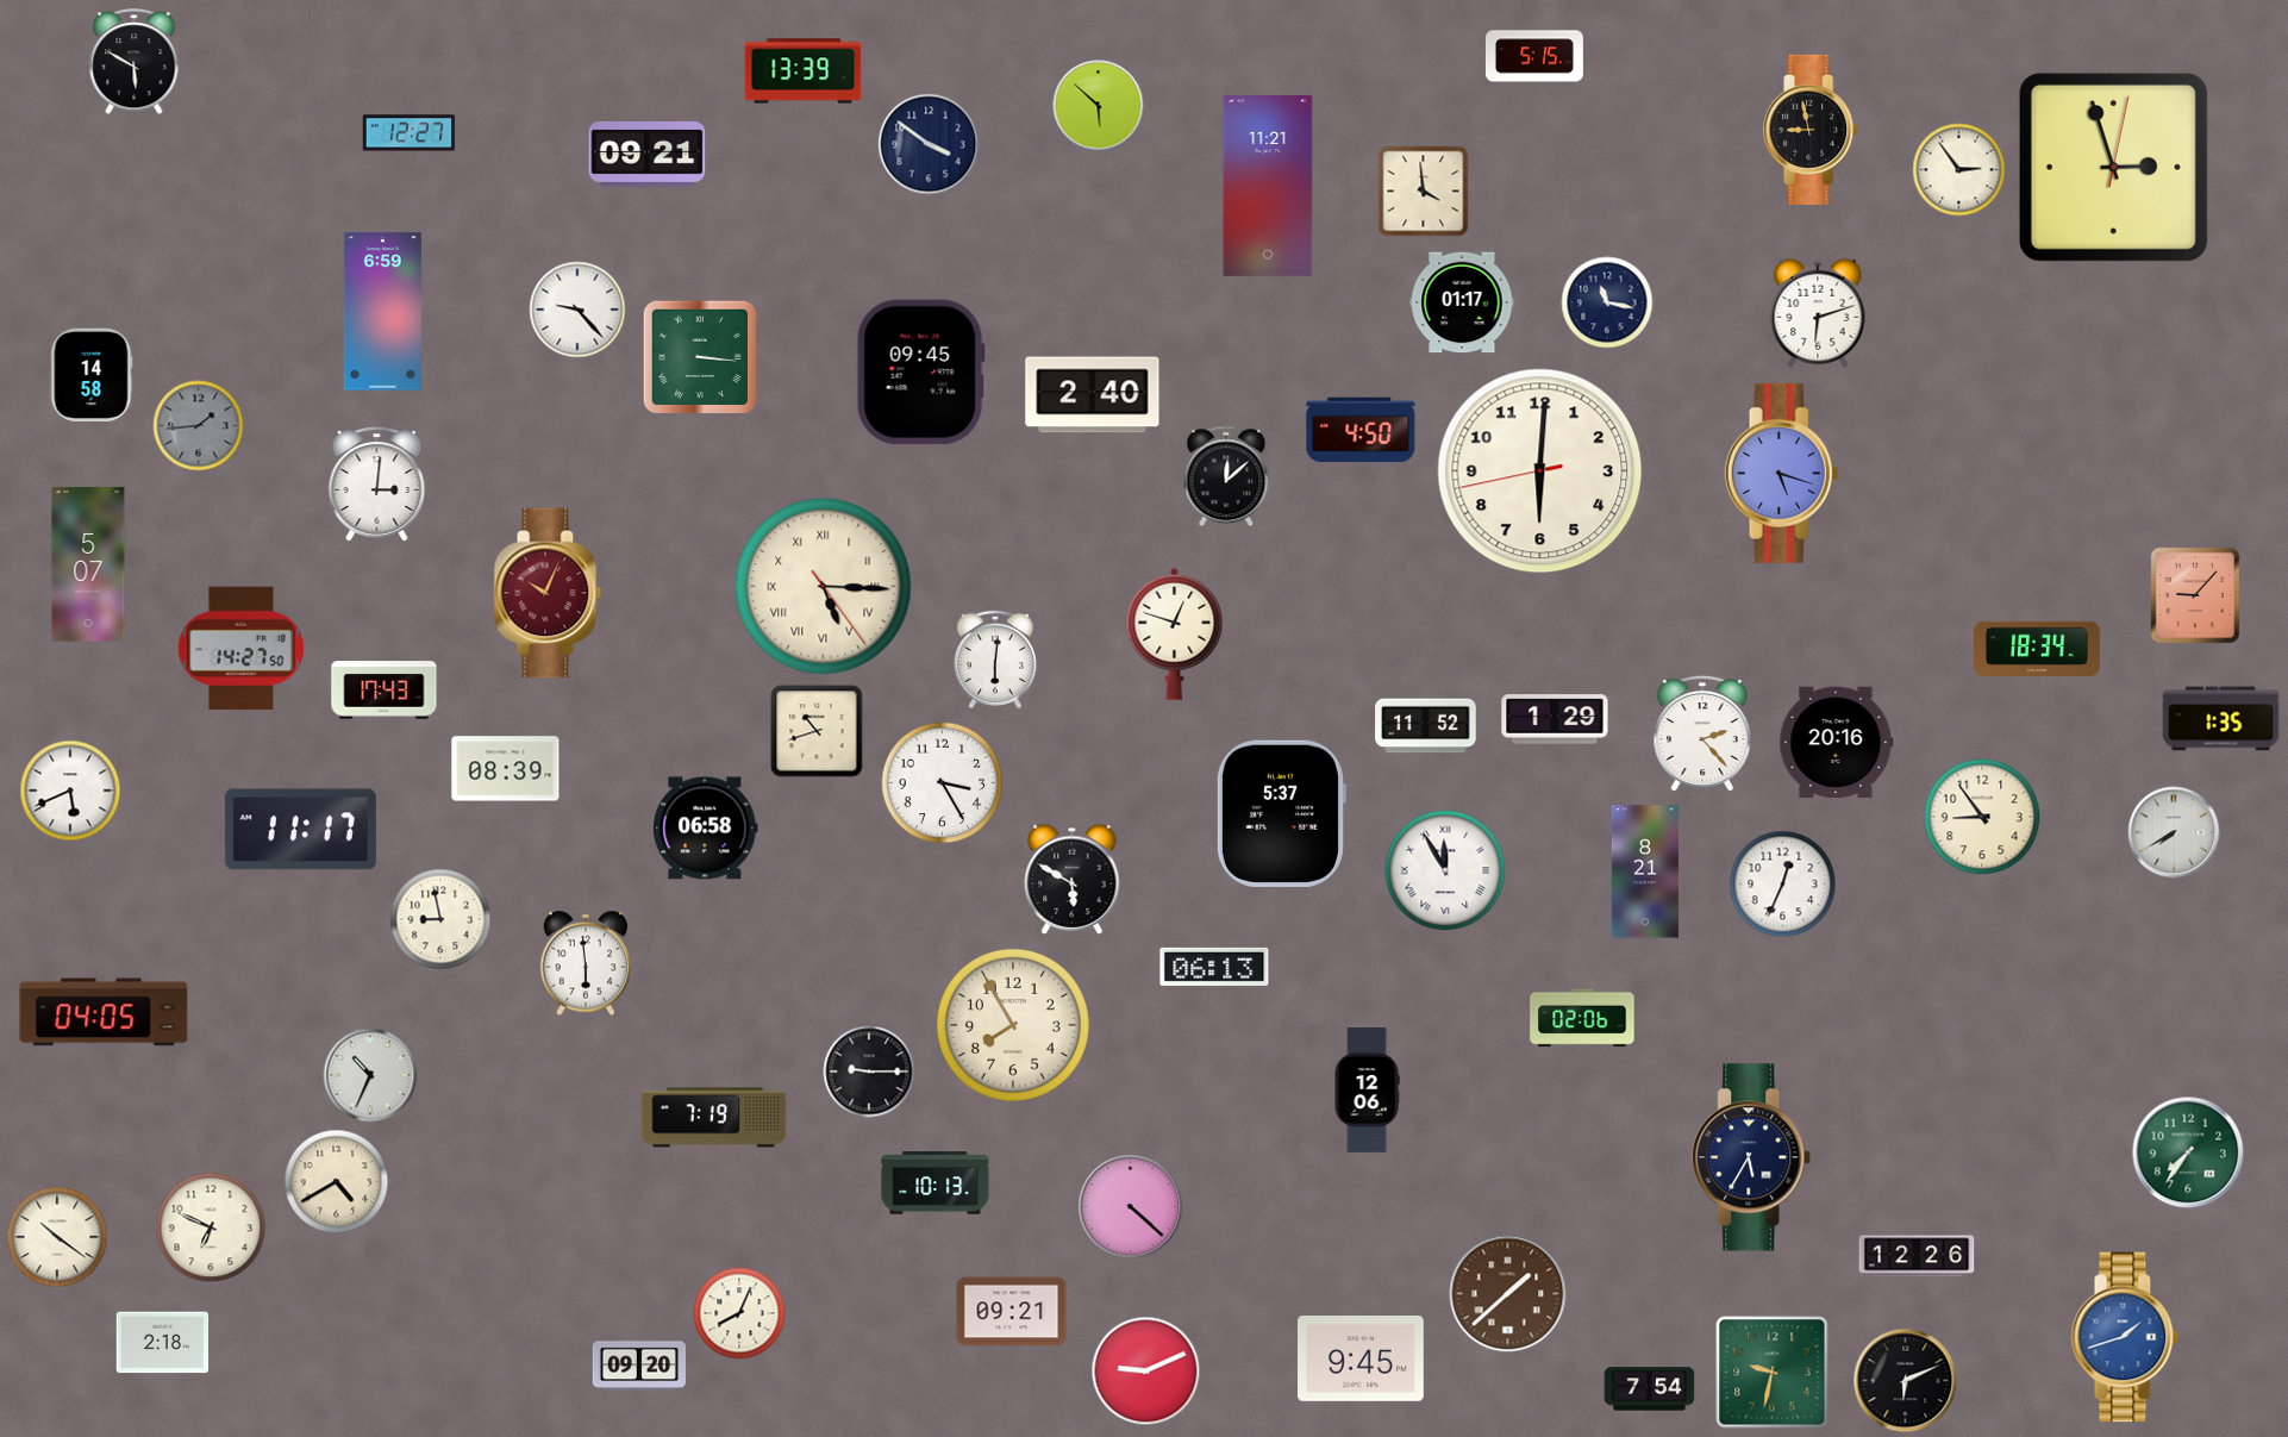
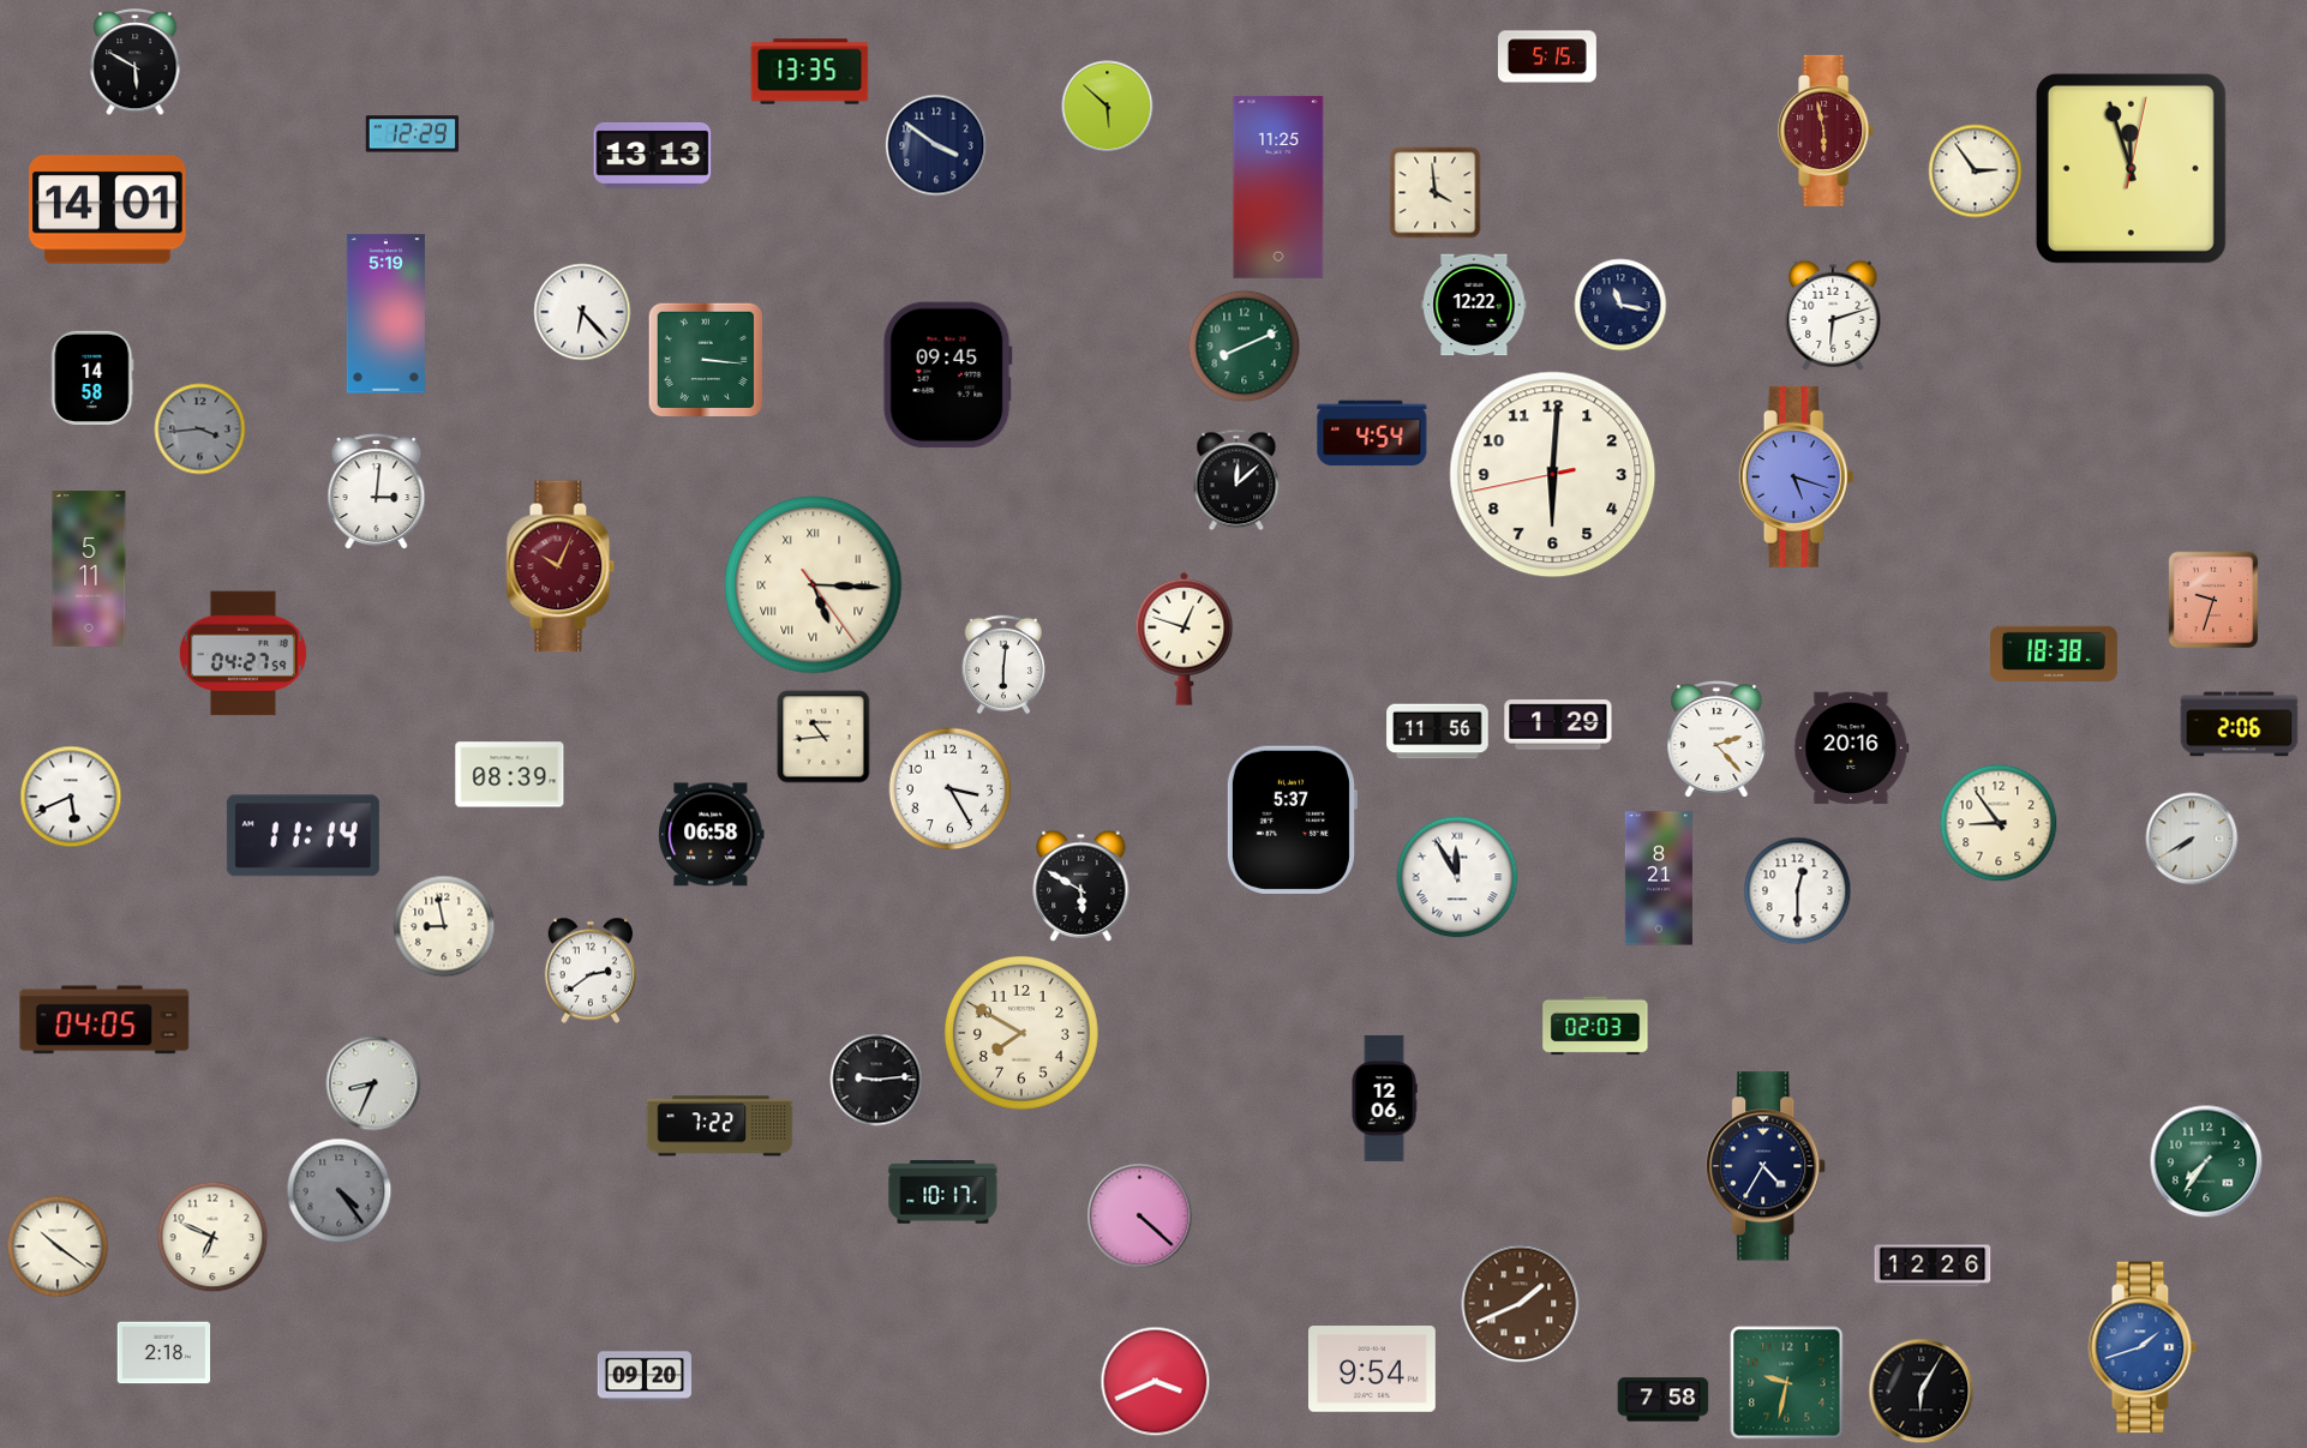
clock at (804, 71): 13:39 -> 13:35
clock at (1812, 130): 8:58 -> 5:58
clock at (1812, 130) dial: black -> burgundy
clock at (410, 133): 12:27 -> 12:29
clock at (648, 154): 09:21 -> 13:13
clock at (2113, 167): 2:57 -> 11:57
clock at (1268, 186): 11:21 -> 11:25
clock at (108, 210): none -> 14:01
clock at (1462, 302): 01:17 -> 12:22
clock at (577, 310): 9:23 -> 6:23
clock at (382, 312): 6:59 -> 5:19
clock at (1245, 347): none -> 8:11
clock at (920, 373) position: (920, 373) -> (947, 375)
clock at (1093, 395): 2:40 -> none
clock at (199, 426): 1:44 -> 3:44
clock at (1361, 430): 4:50 -> 4:54
clock at (377, 485) position: (377, 485) -> (377, 492)
clock at (88, 564): 5:07 -> 5:11
clock at (824, 587) position: (824, 587) -> (814, 585)
clock at (548, 593) position: (548, 593) -> (561, 566)
clock at (2195, 595): 9:07 -> 9:33
clock at (2038, 648): 18:34 -> 18:38
clock at (240, 649): 14:27 -> 04:27
clock at (385, 691): 17:43 -> none
clock at (1555, 719) position: (1555, 719) -> (1558, 725)
clock at (2221, 719): 1:35 -> 2:06
clock at (1426, 726): 11:52 -> 11:56
clock at (817, 731): 10:42 -> 10:44
clock at (300, 830): 11:17 -> 11:14
clock at (1783, 885): 12:34 -> 12:30
clock at (586, 963): 5:59 -> 2:39
clock at (1214, 967): 06:13 -> none
clock at (1582, 1018): 02:06 -> 02:03
clock at (1013, 1025): 7:55 -> 7:50
clock at (869, 1071): 9:15 -> 9:14
clock at (370, 1075): 10:34 -> 8:34
clock at (1367, 1089) position: (1367, 1089) -> (1384, 1098)
clock at (714, 1118): 7:19 -> 7:22
clock at (1752, 1157): 5:35 -> 4:35
clock at (337, 1182): 4:40 -> 4:24
clock at (337, 1182) dial: cream -> grey
clock at (936, 1183): 10:13 -> 10:17
clock at (1508, 1294): 1:38 -> 1:41
clock at (1012, 1312): 09:21 -> none
clock at (739, 1313): 8:04 -> none
clock at (1362, 1360): 9:45 -> 9:54
clock at (1146, 1372): 9:11 -> 3:41
clock at (1906, 1381): 6:11 -> 6:05
clock at (1650, 1389): 7:54 -> 7:58
